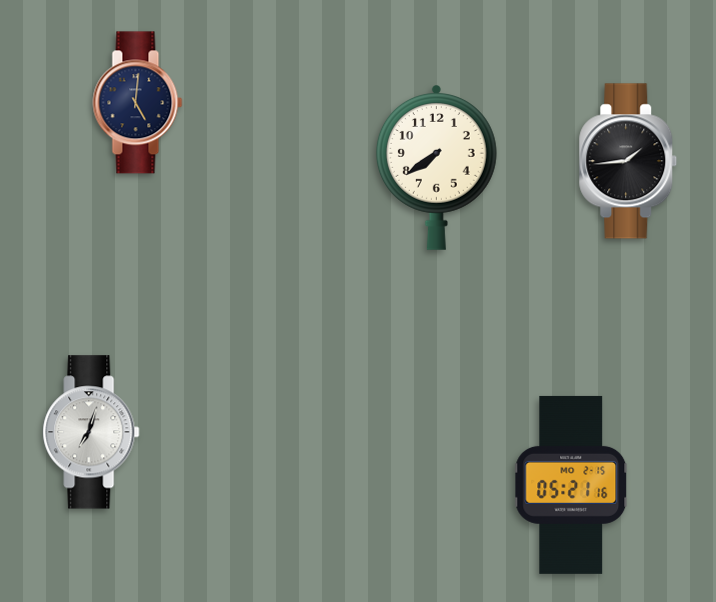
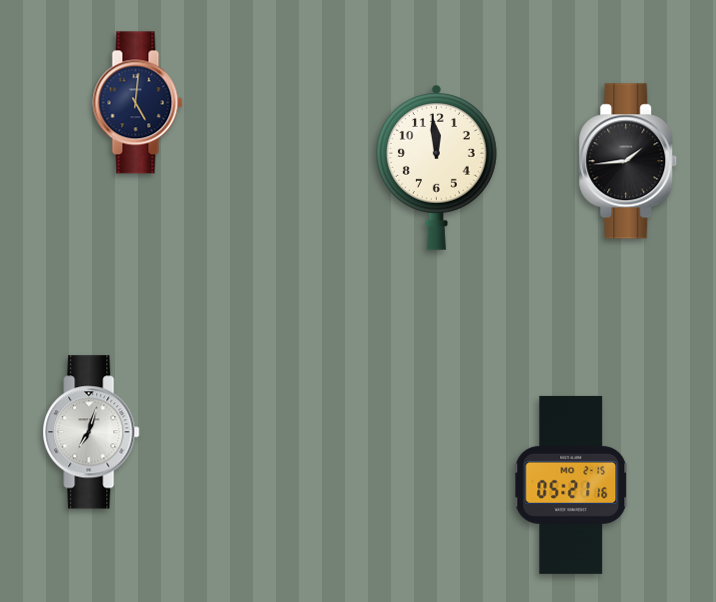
clock at (436, 168): 7:39 -> 11:59
